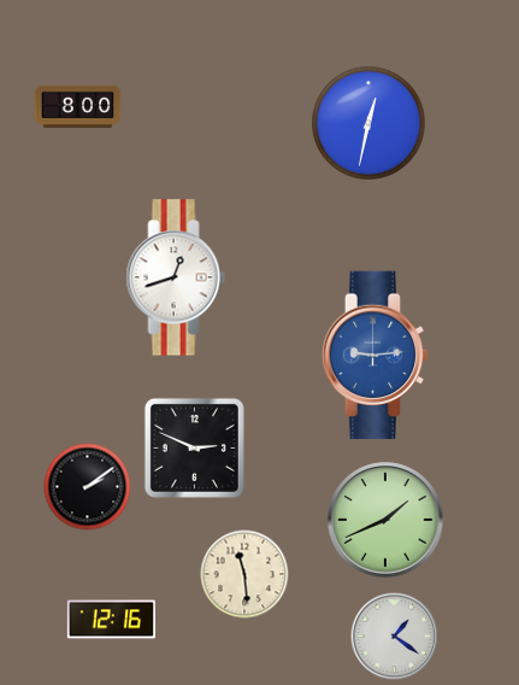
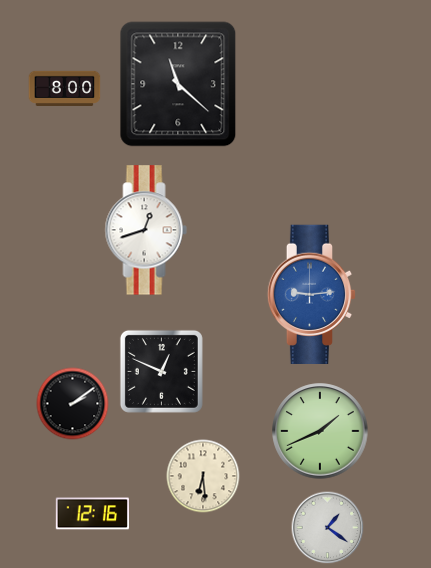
clock at (178, 84): none -> 11:22
clock at (368, 123): 12:32 -> none
clock at (194, 447): 2:49 -> 12:49
clock at (244, 574): 11:29 -> 6:29
